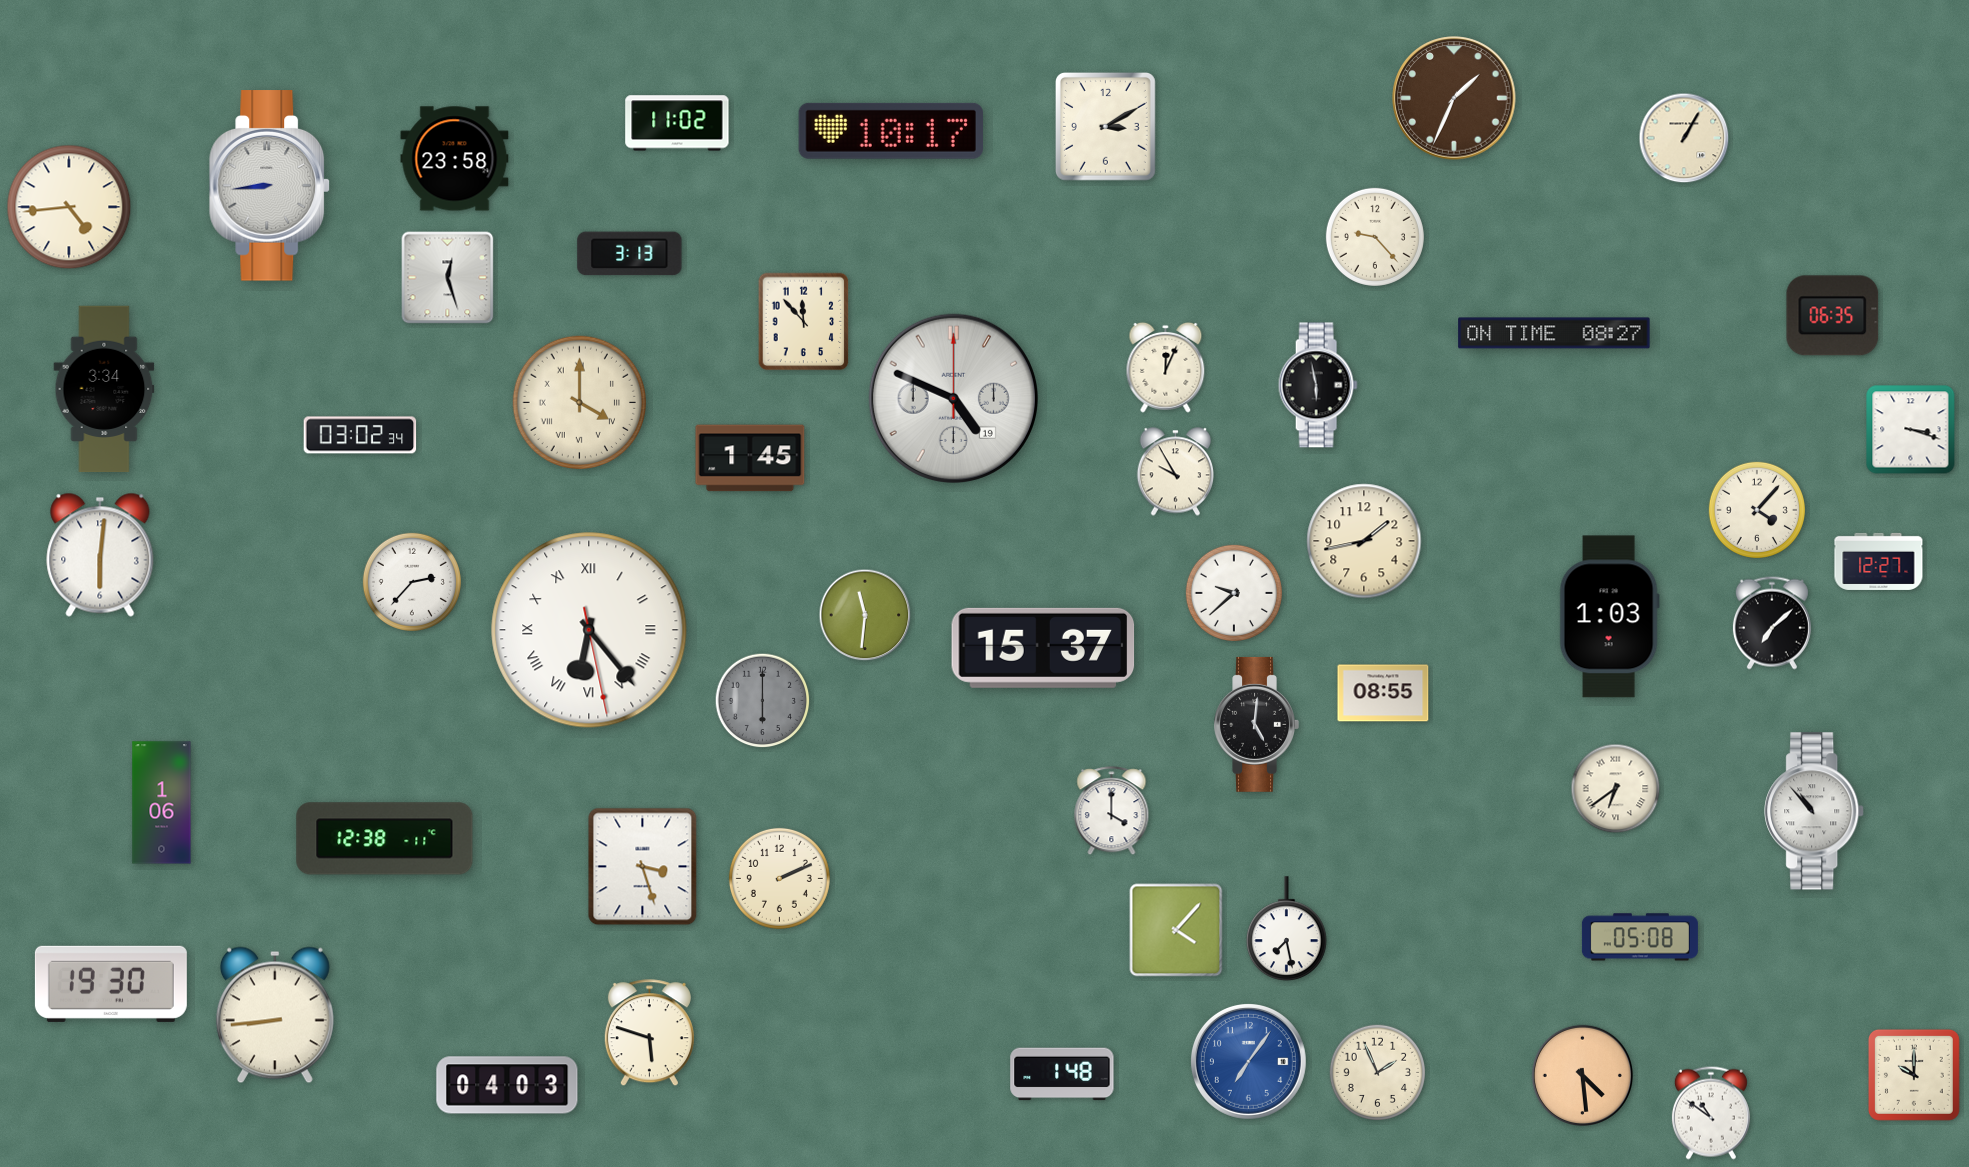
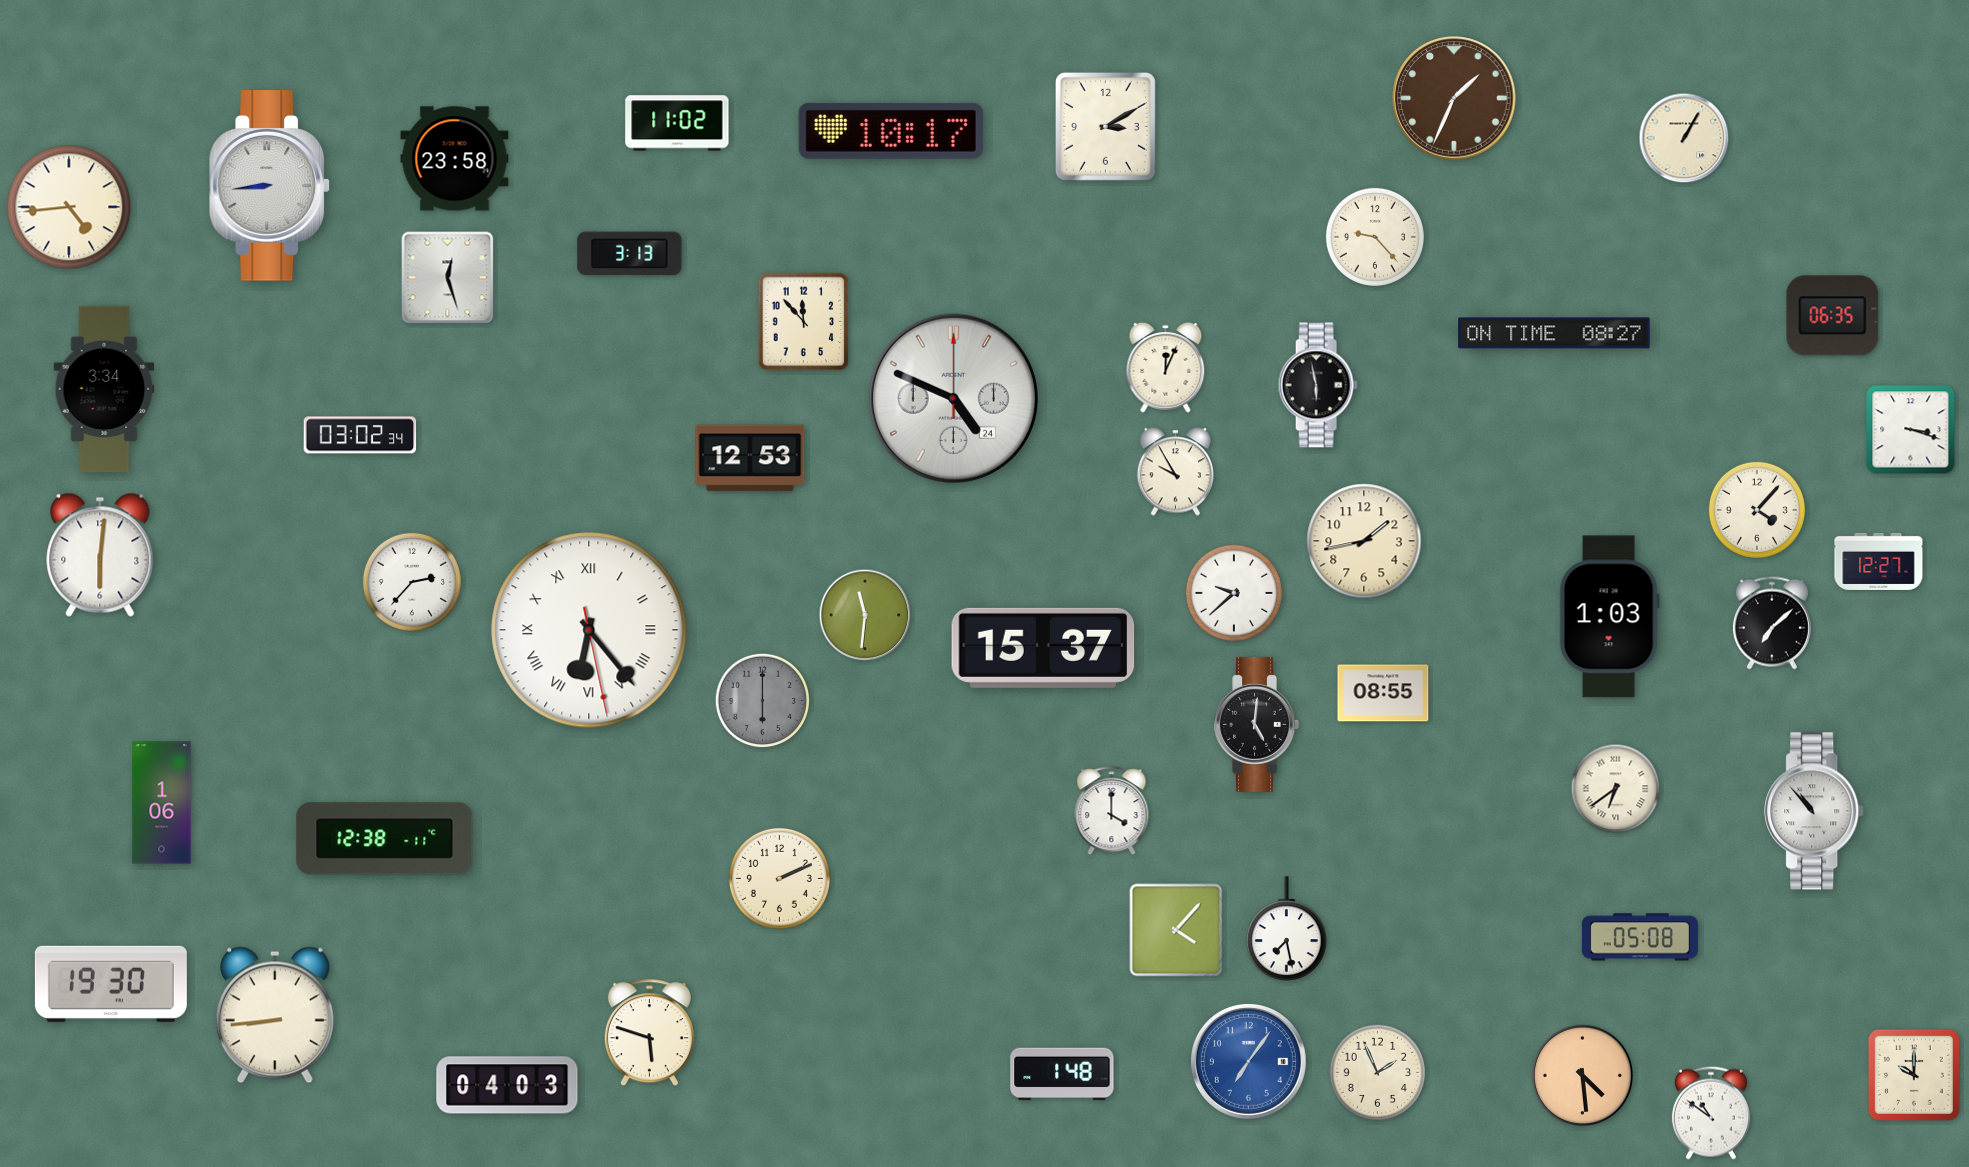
clock at (953, 398) date: 19 -> 24
clock at (580, 403): 4:00 -> none
clock at (750, 458): 1:45 -> 12:53
clock at (643, 867): 3:27 -> none
